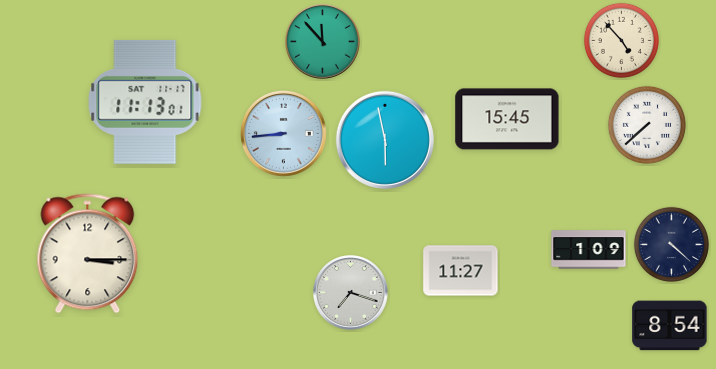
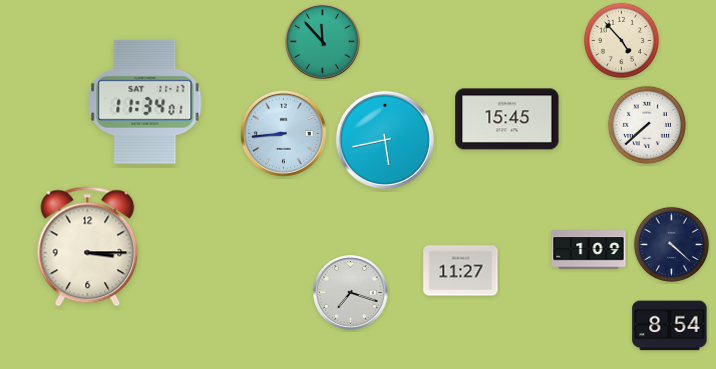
clock at (145, 102): 11:13 -> 11:34
clock at (385, 140): 5:58 -> 5:43
clock at (88, 254) position: (88, 254) -> (88, 247)
